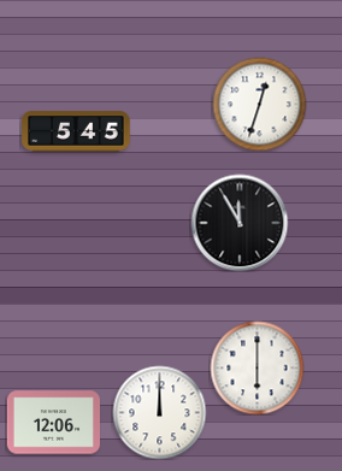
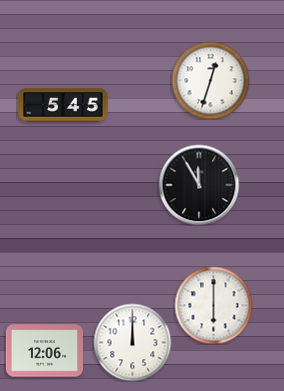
clock at (259, 104) position: (259, 104) -> (210, 80)
clock at (76, 131) position: (76, 131) -> (63, 105)
